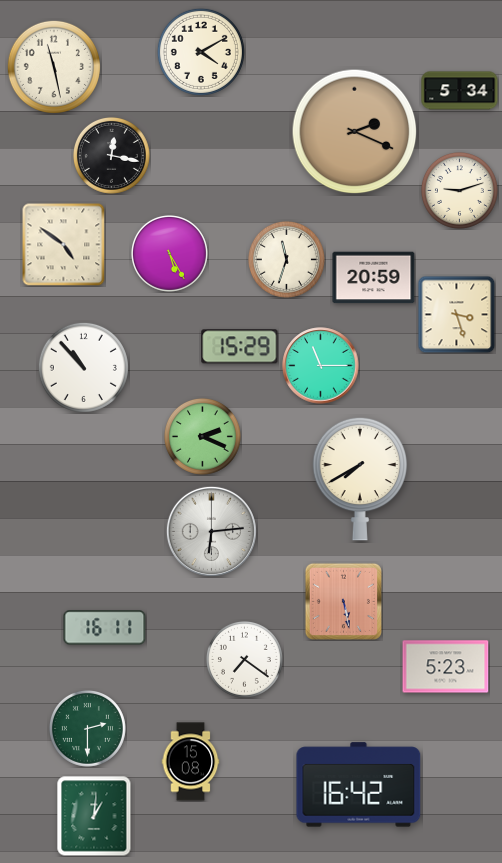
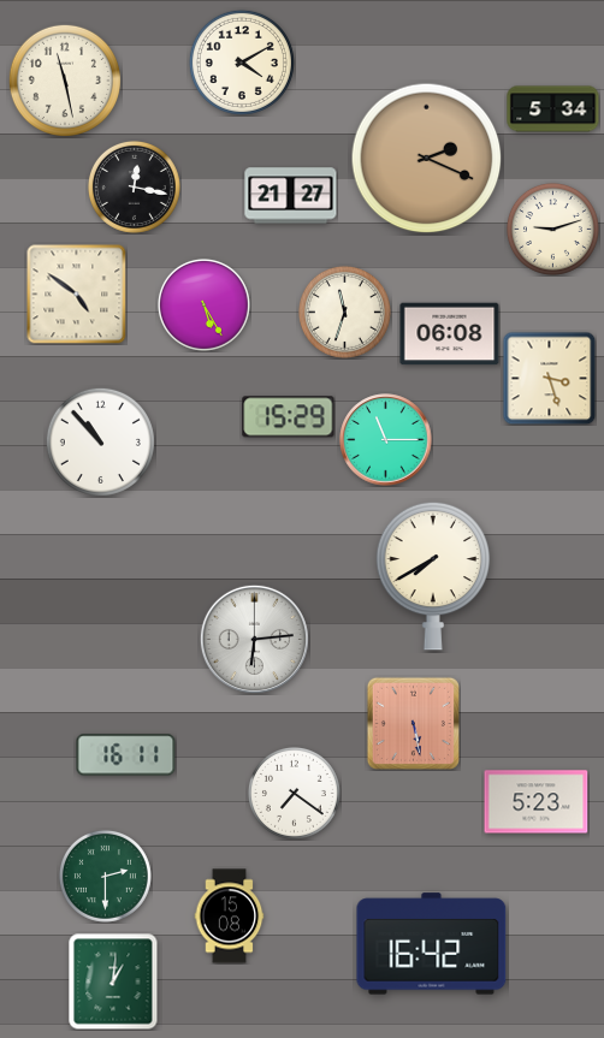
clock at (291, 196): none -> 21:27
clock at (374, 278): 20:59 -> 06:08
clock at (202, 436): 2:19 -> none
